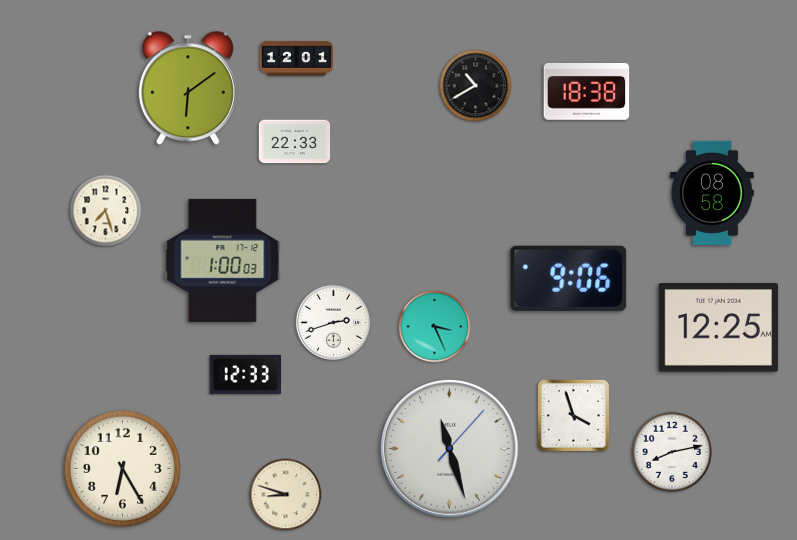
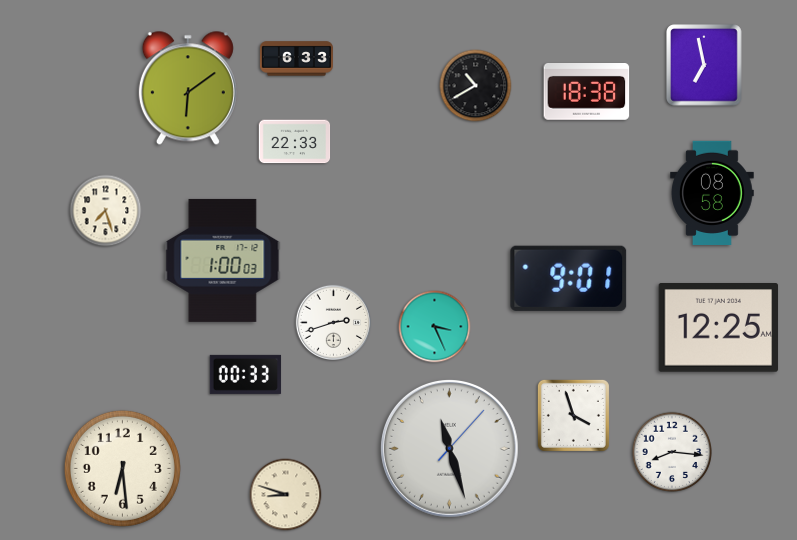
clock at (296, 59): 12:01 -> 6:33
clock at (705, 65): none -> 6:58
clock at (569, 278): 9:06 -> 9:01
clock at (246, 374): 12:33 -> 00:33
clock at (671, 451): 8:13 -> 8:16
clock at (122, 468): 6:25 -> 6:29
